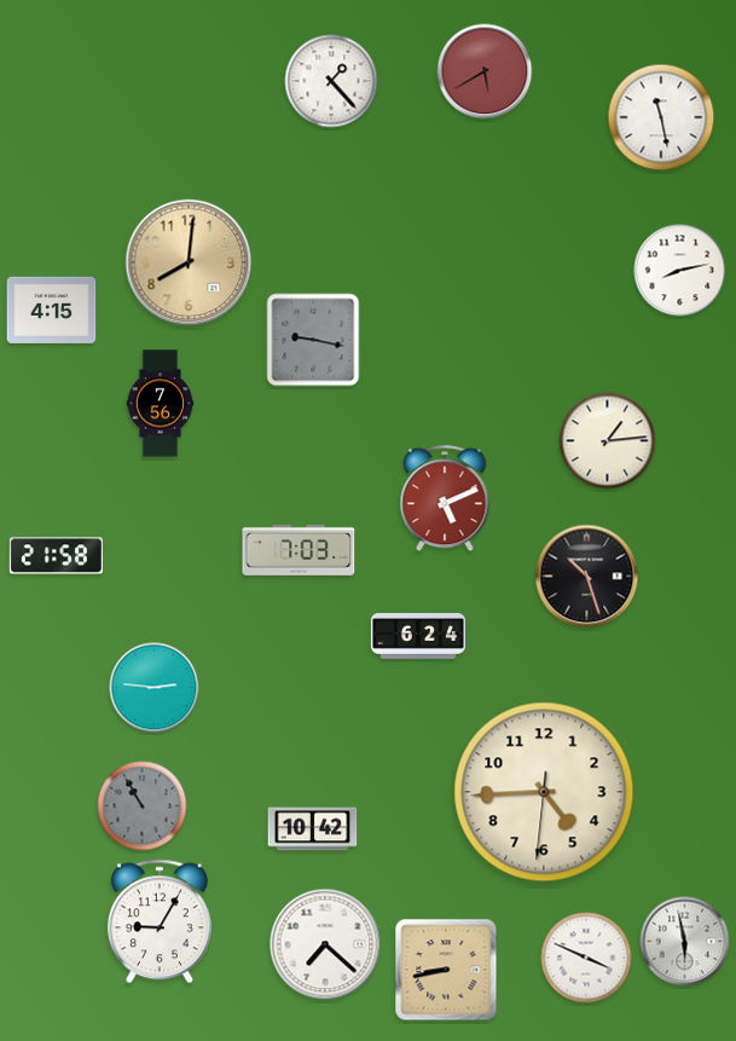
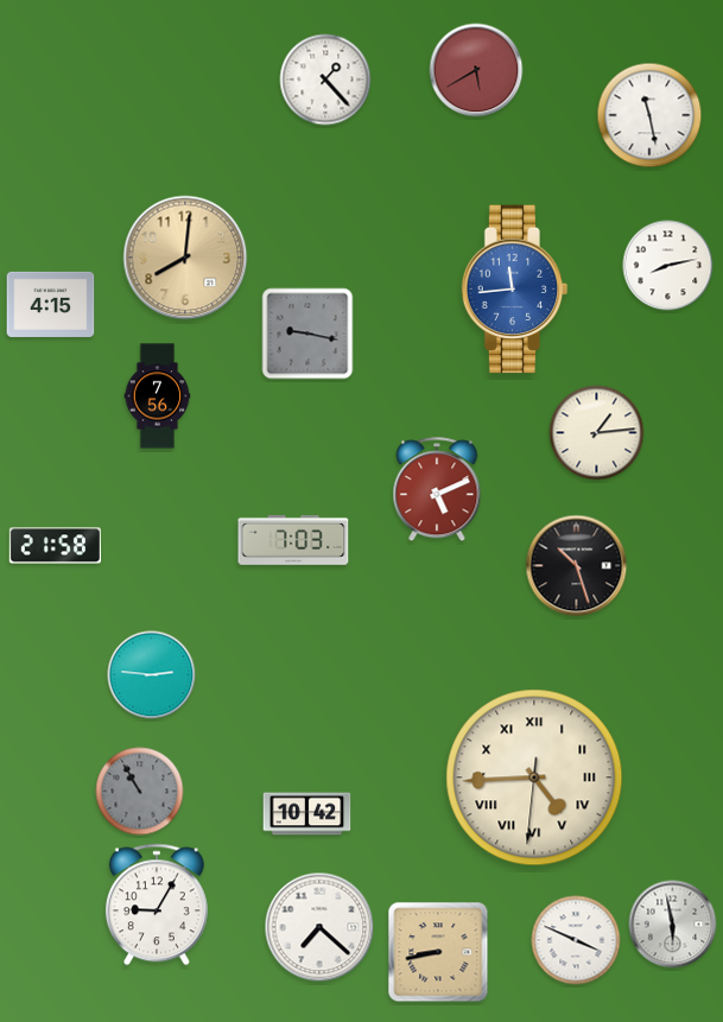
clock at (515, 290): none -> 11:44
clock at (418, 637): 6:24 -> none
clock at (544, 792) numerals: Arabic -> Roman
